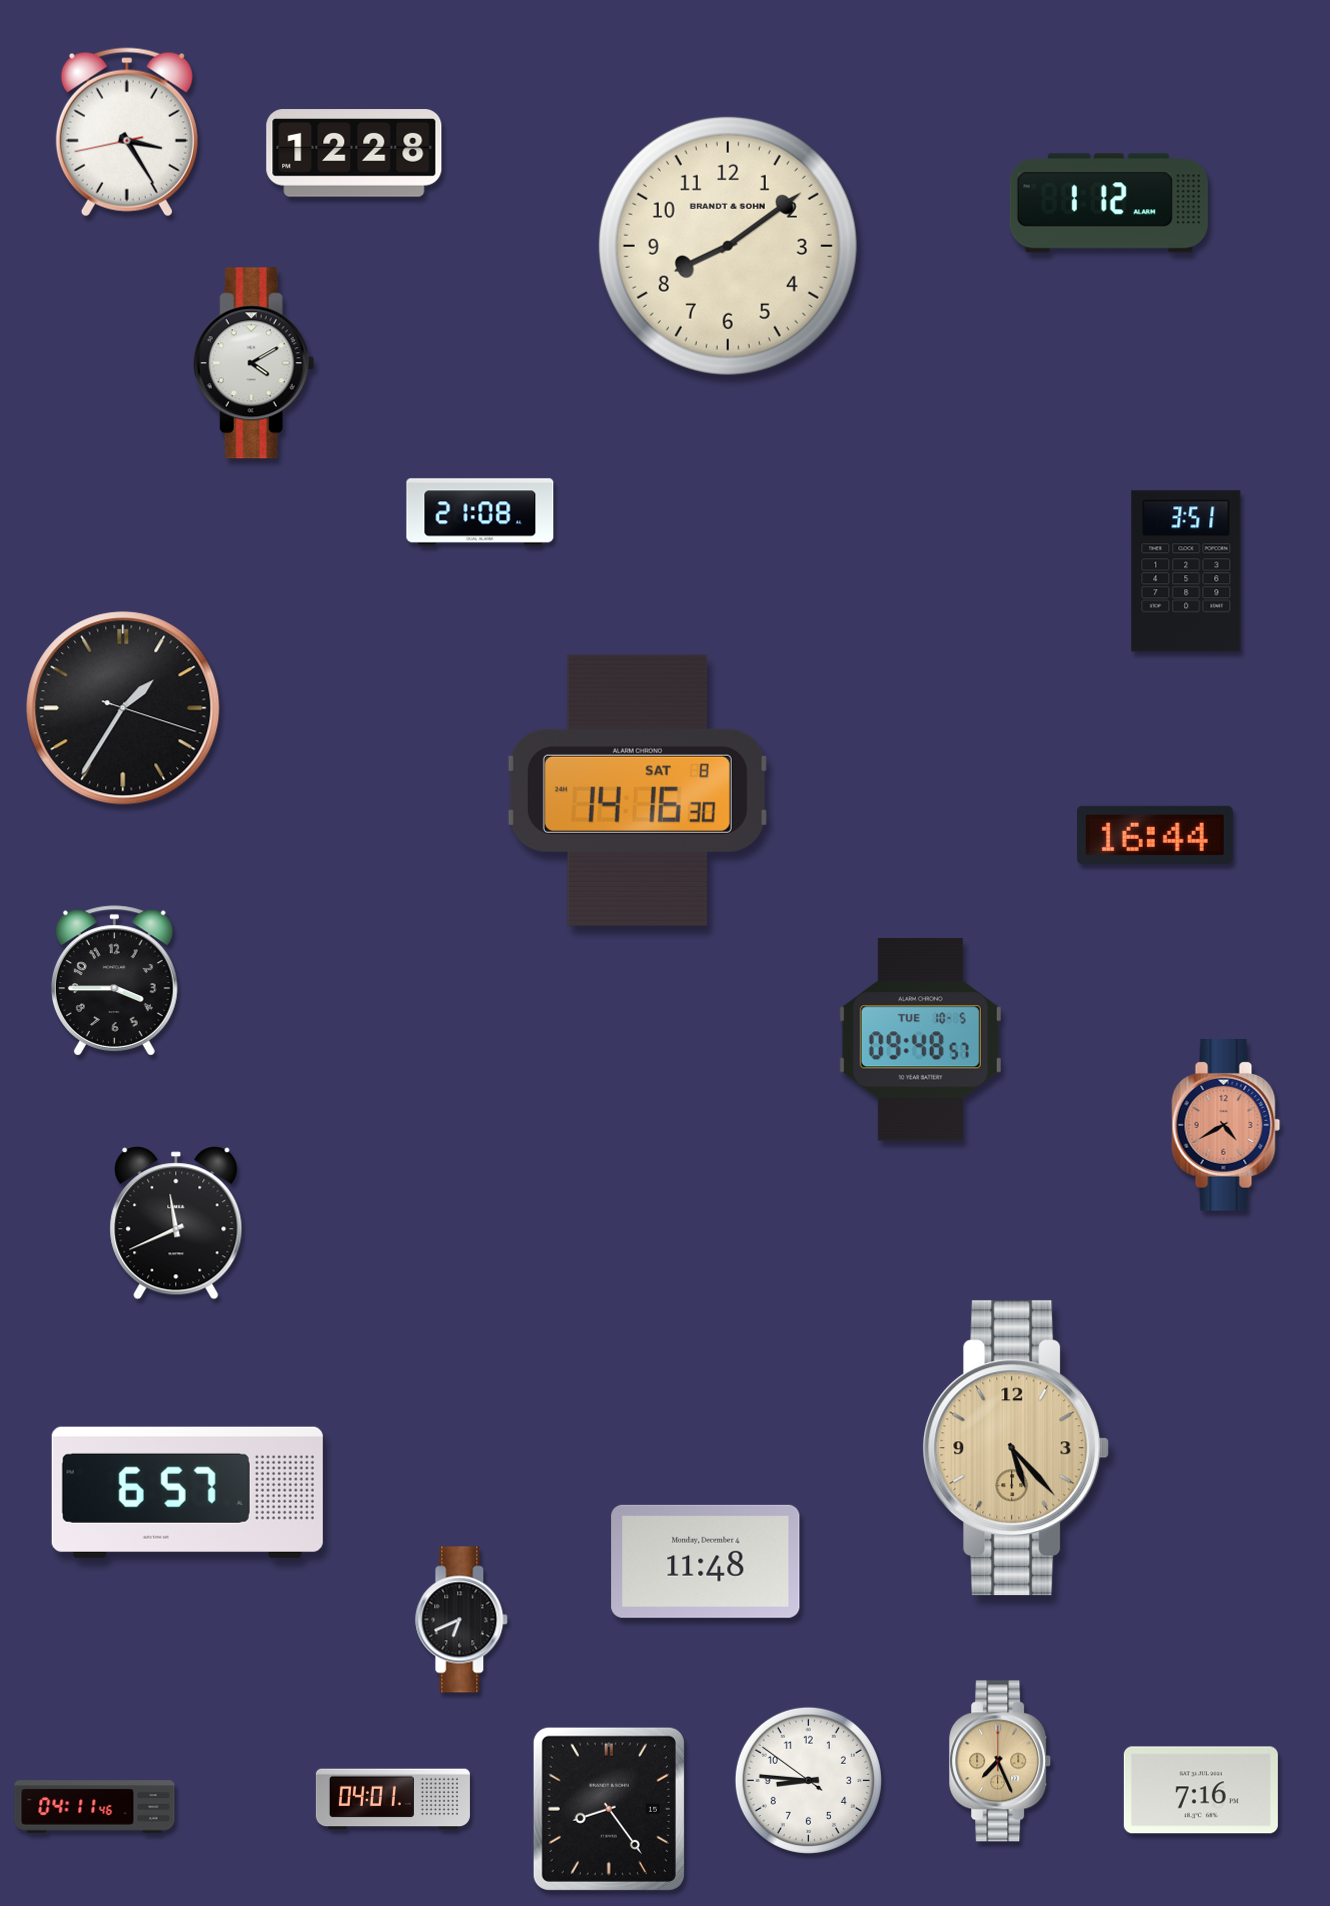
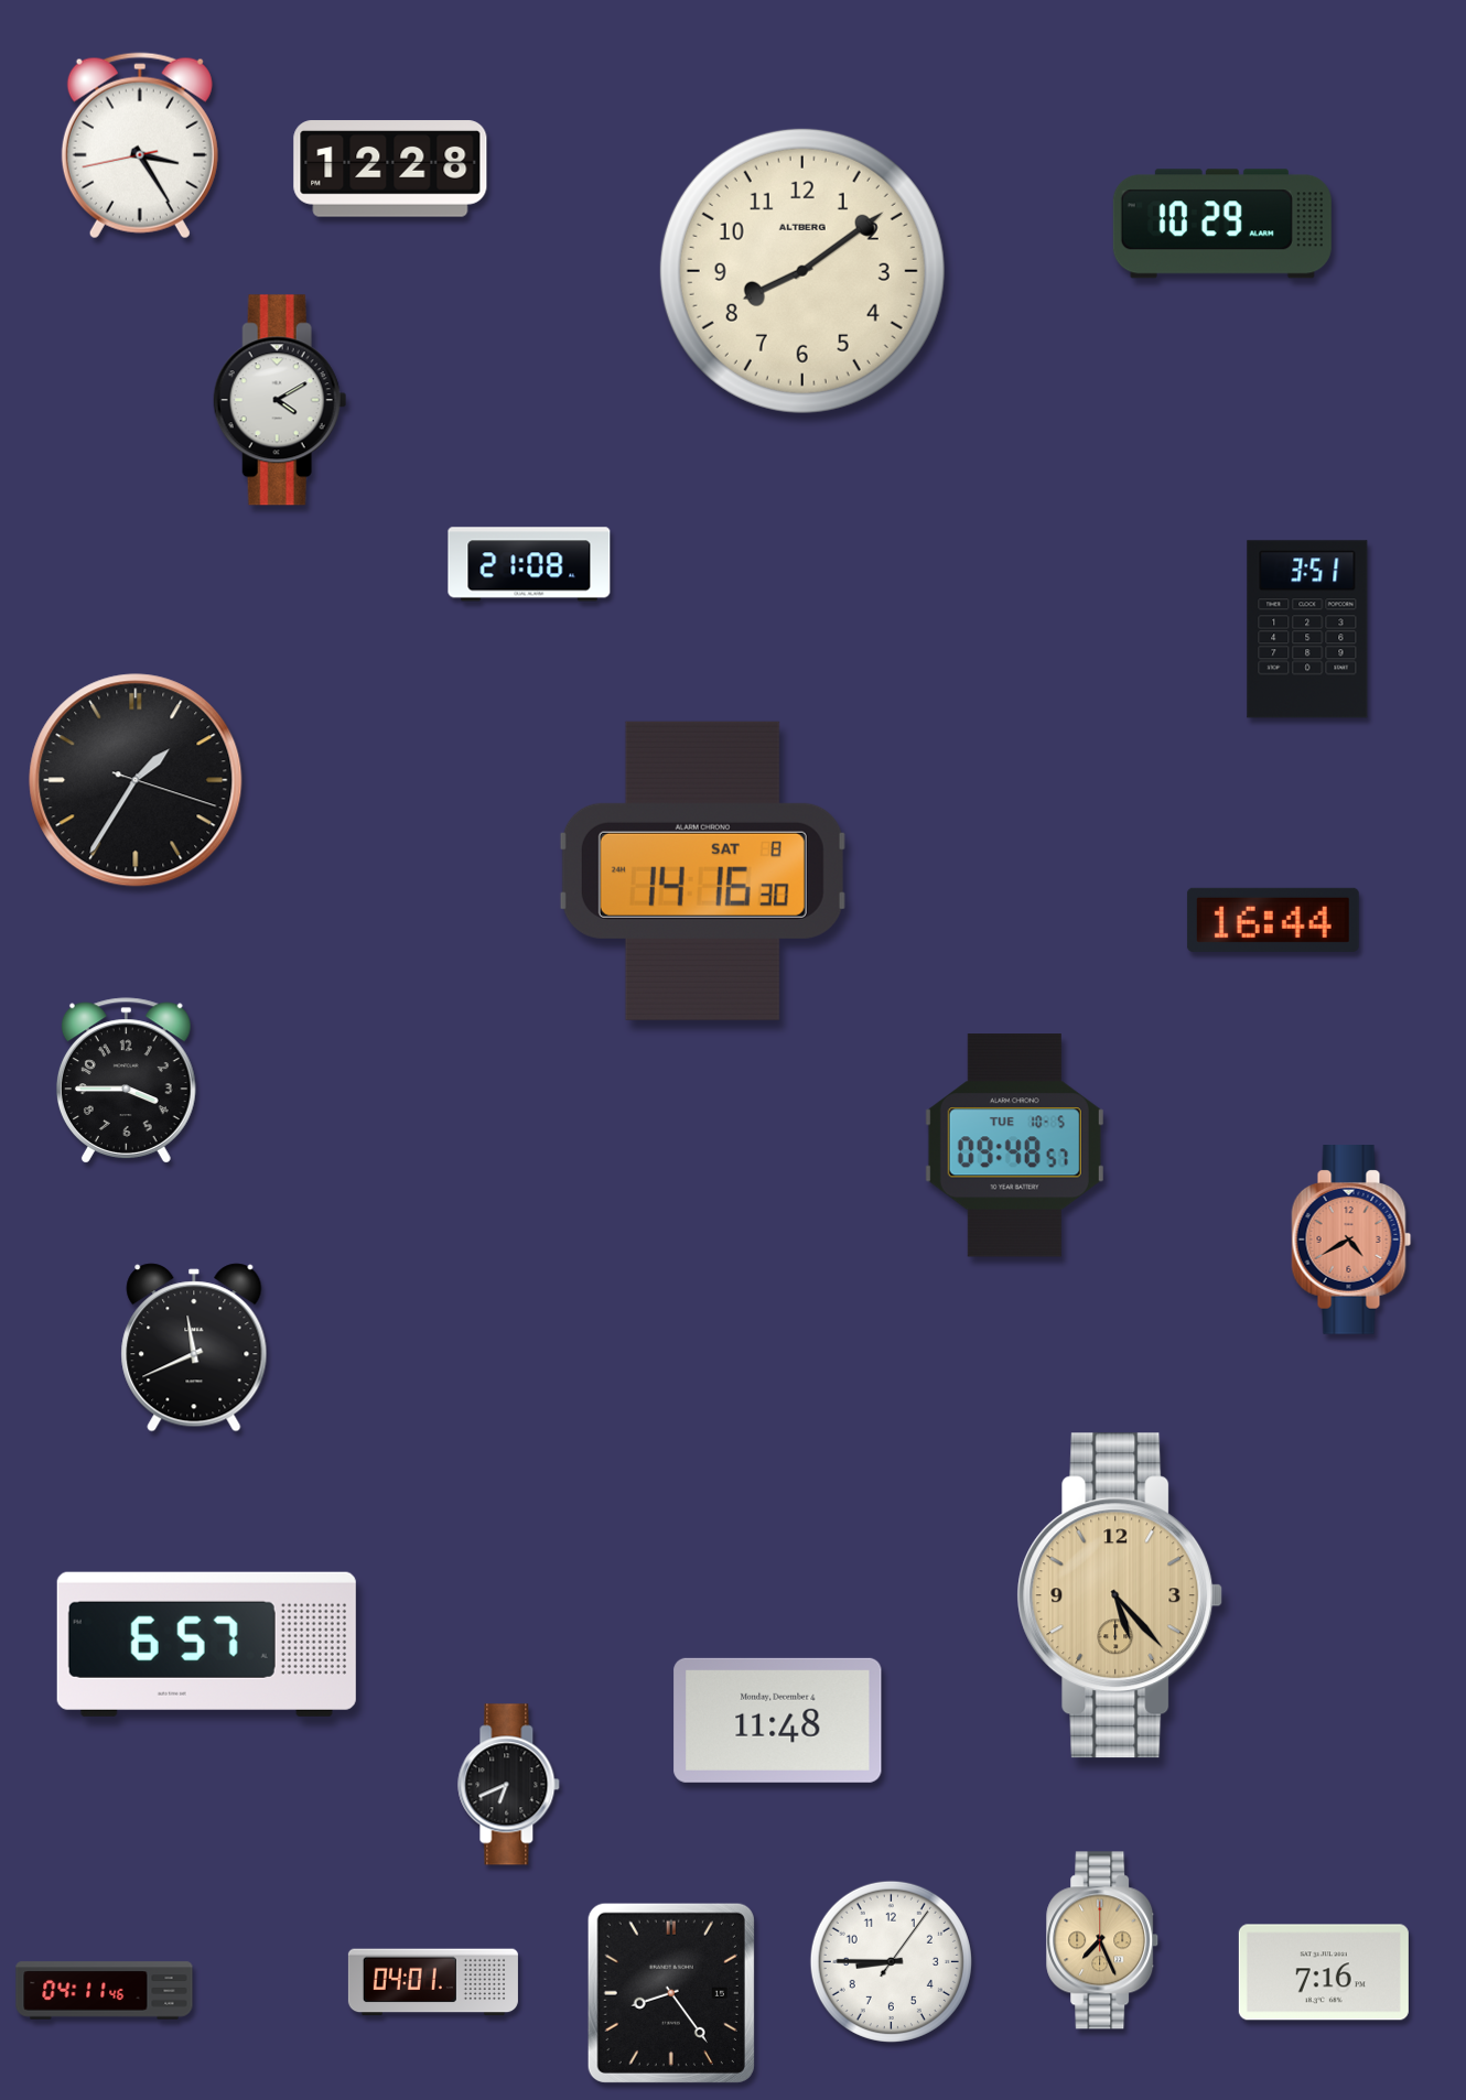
clock at (1109, 203): 1:12 -> 10:29
clock at (728, 246) brand: BRANDT & SOHN -> ALTBERG
clock at (808, 1780): 8:45:51 -> 8:45:06
